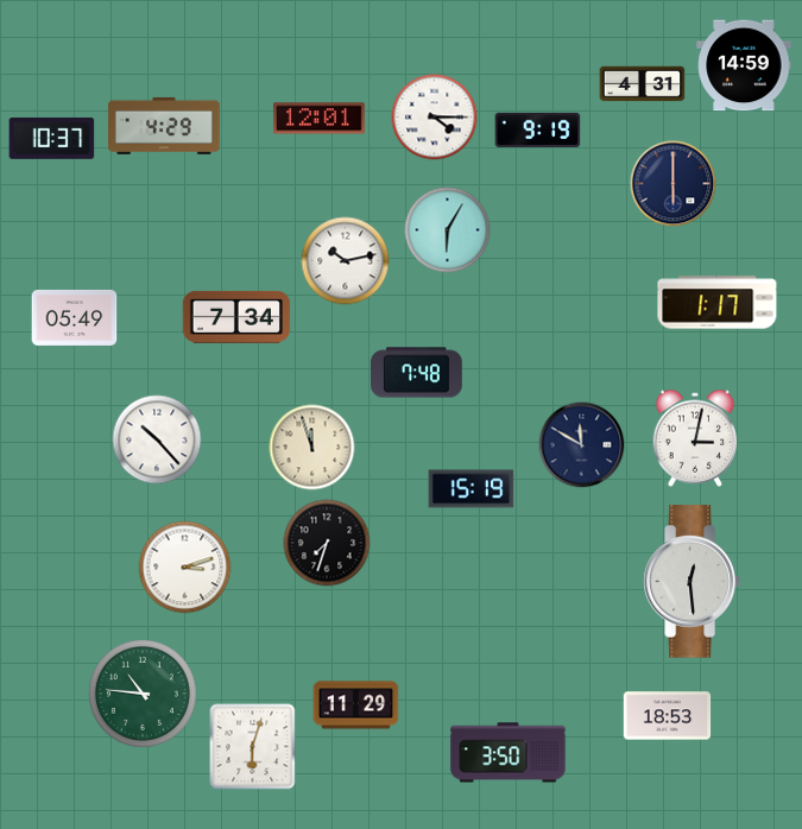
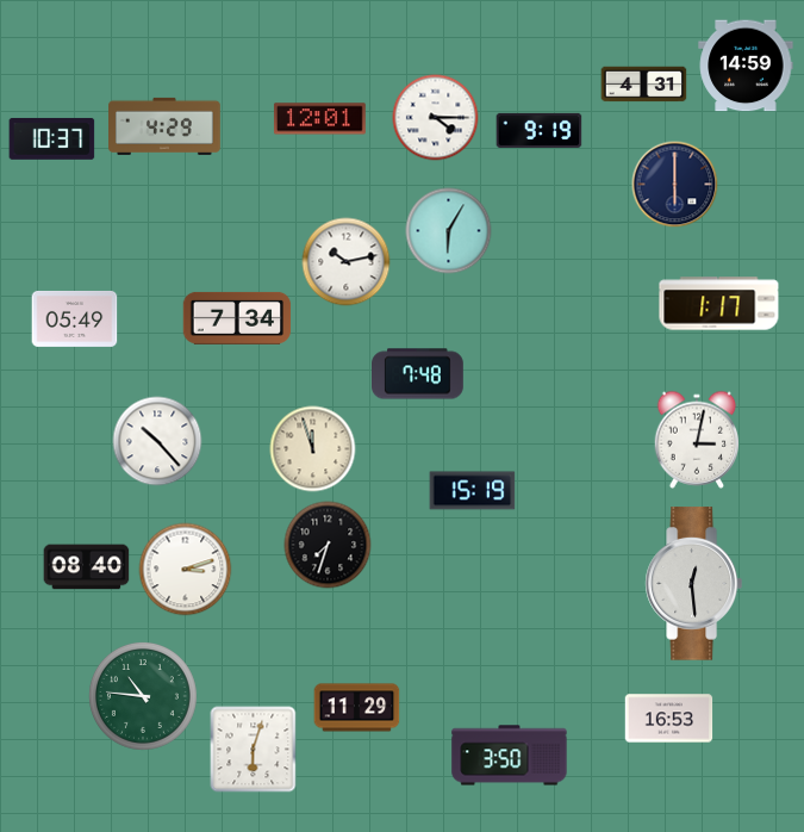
clock at (582, 445): 11:50 -> none
clock at (87, 567): none -> 08:40
clock at (668, 716): 18:53 -> 16:53
